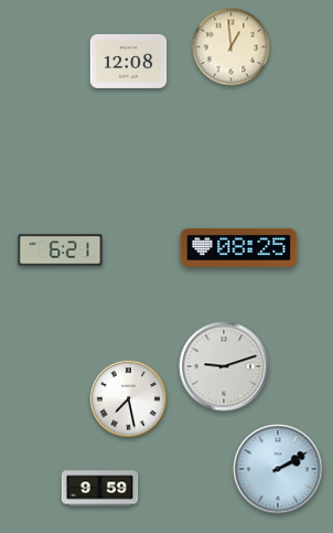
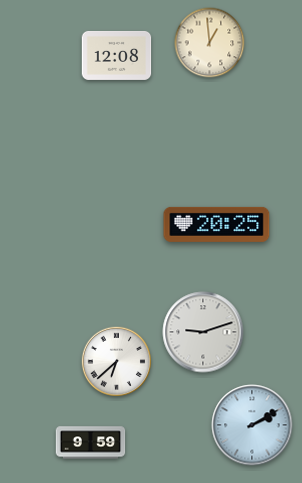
clock at (239, 247): 08:25 -> 20:25
clock at (61, 250): 6:21 -> none
clock at (129, 399): 7:28 -> 6:38
